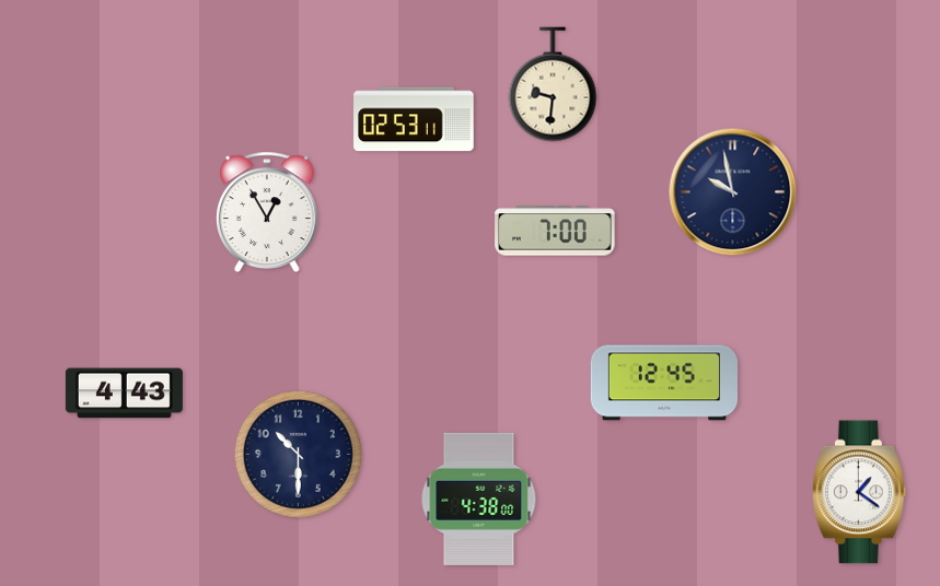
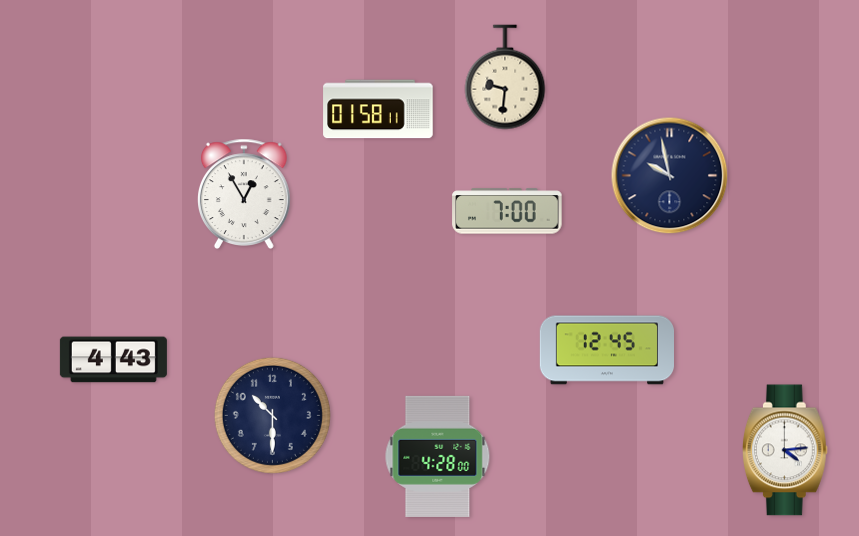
clock at (414, 119): 02:53 -> 01:58
clock at (859, 492): 1:21 -> 4:14
clock at (479, 499): 4:38 -> 4:28
